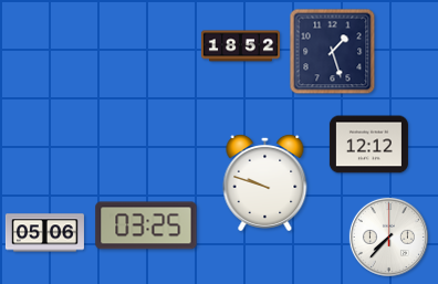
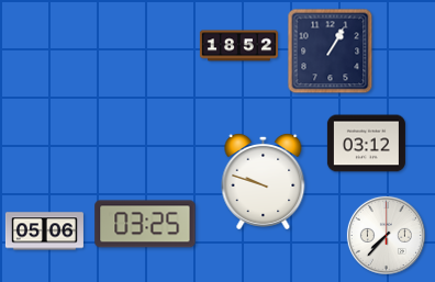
clock at (333, 52): 1:27 -> 1:05
clock at (368, 145): 12:12 -> 03:12
